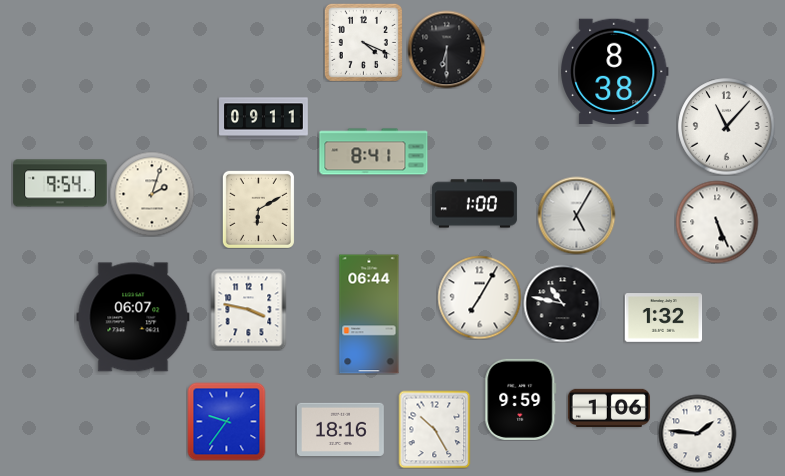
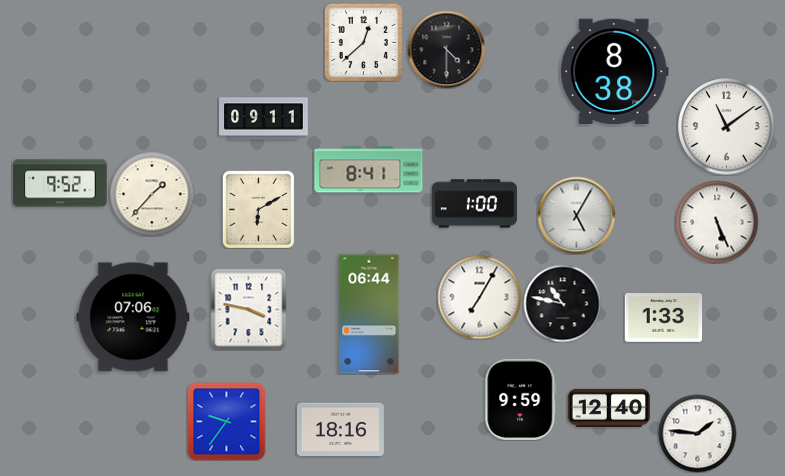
clock at (363, 42): 4:19 -> 12:38
clock at (446, 49): 6:30 -> 4:30
clock at (727, 127): 11:07 -> 11:09
clock at (374, 152) position: (374, 152) -> (369, 170)
clock at (60, 183): 9:54 -> 9:52
clock at (152, 194): 2:03 -> 1:37
clock at (133, 317): 06:07 -> 07:06
clock at (663, 318): 1:32 -> 1:33
clock at (609, 407): 1:06 -> 12:40
clock at (435, 429): 10:25 -> none
